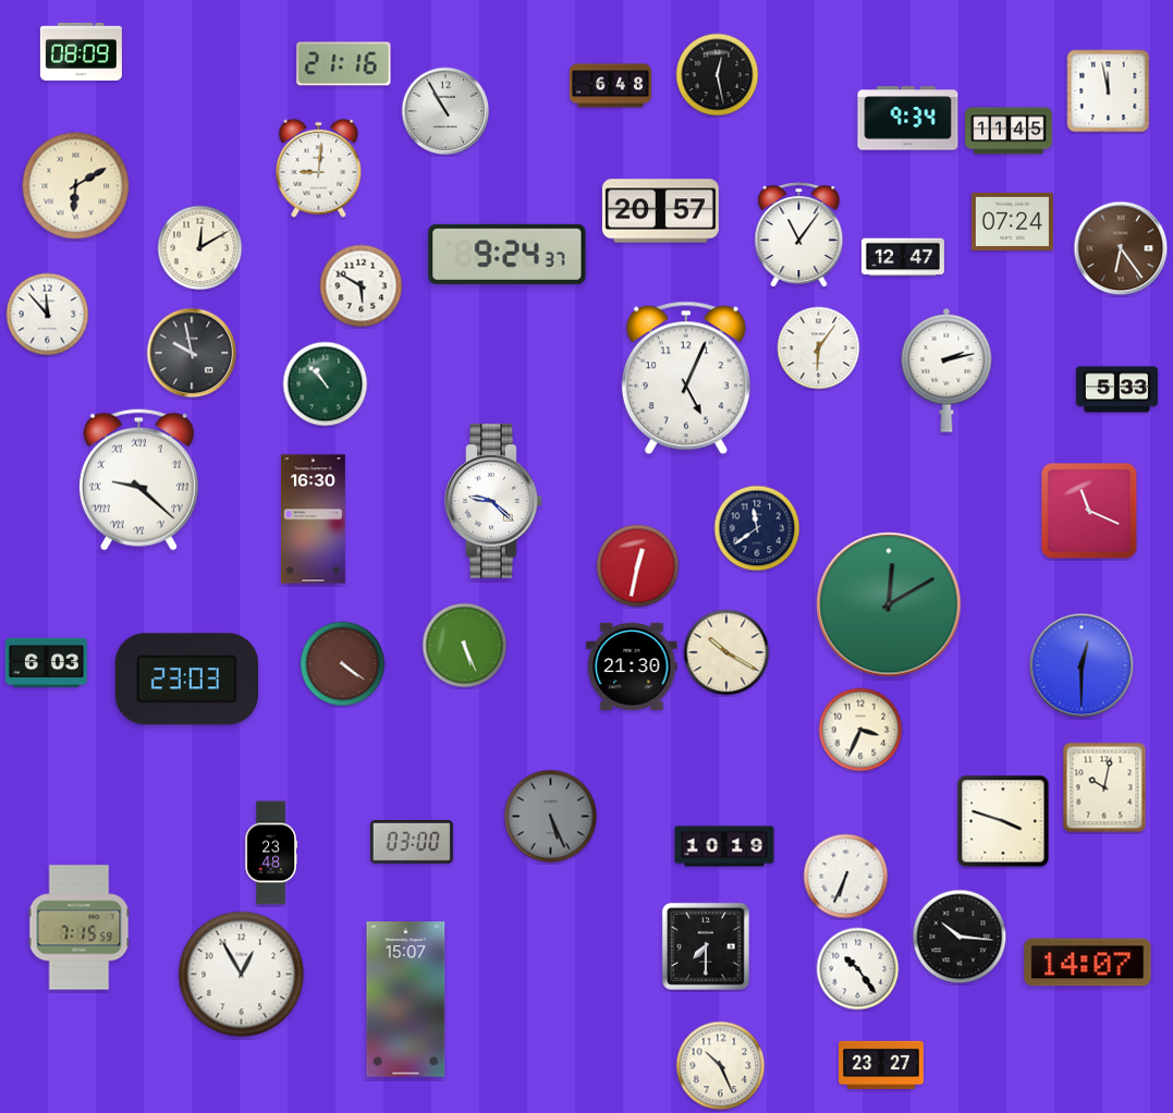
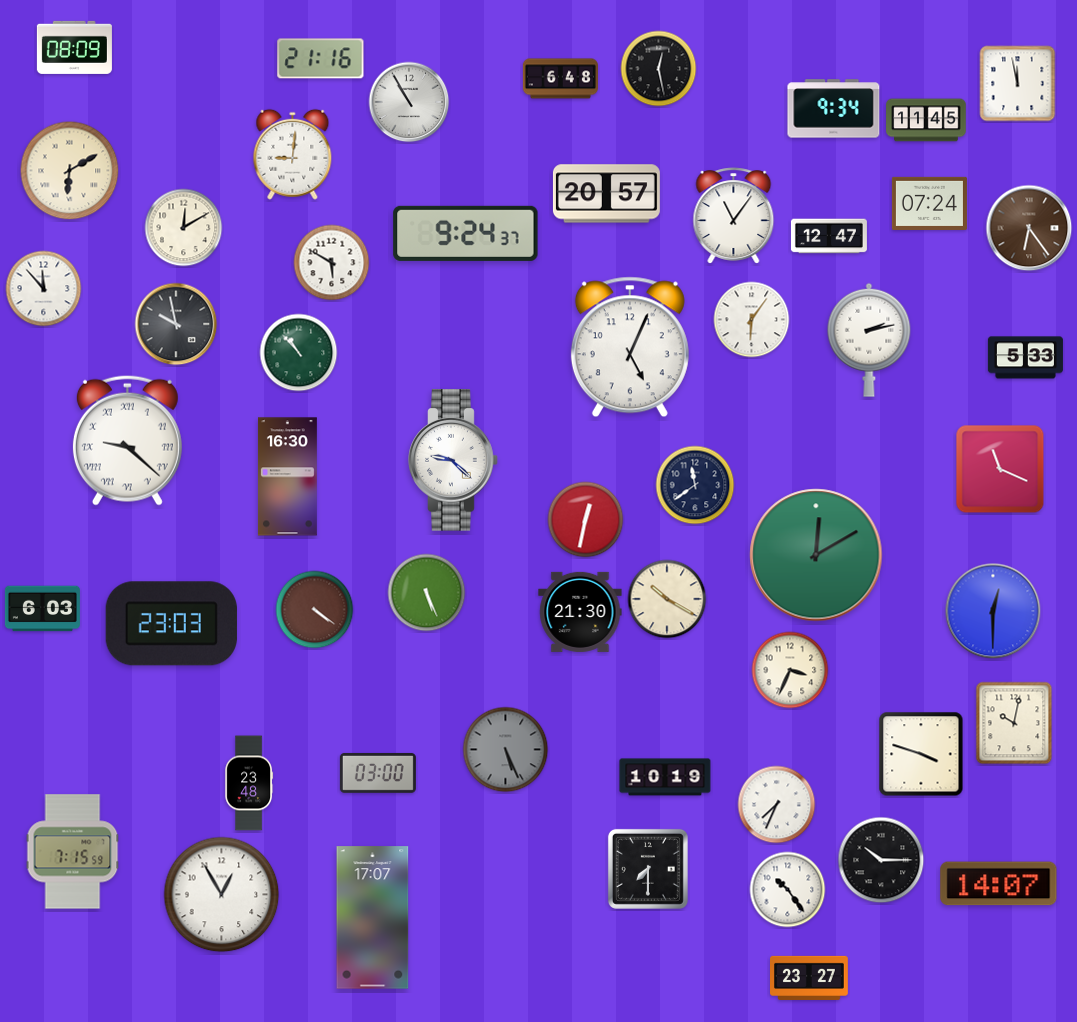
clock at (344, 64) position: (344, 64) -> (321, 59)
clock at (846, 877): 6:34 -> 7:34
clock at (960, 937): 10:16 -> 10:15
clock at (406, 1000): 15:07 -> 17:07
clock at (721, 1066): 10:26 -> none
